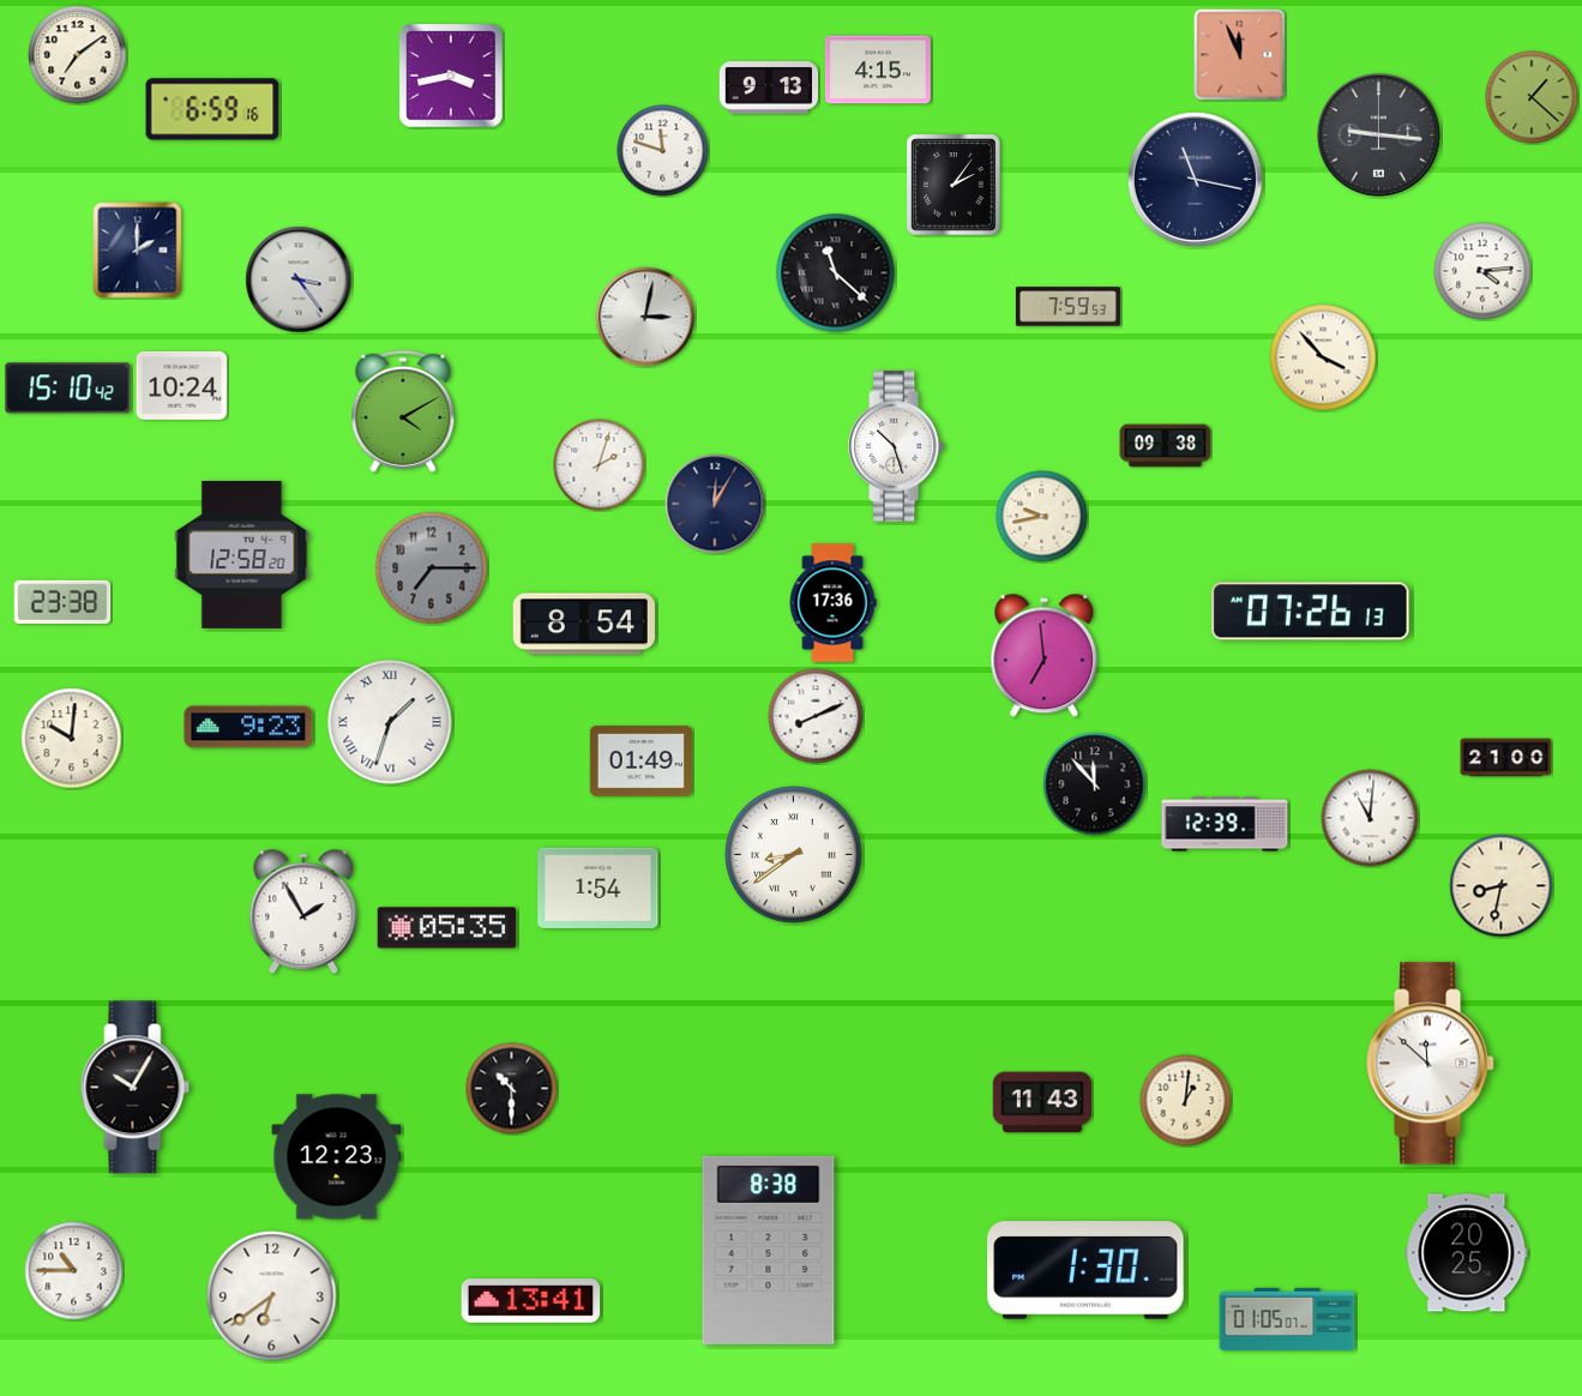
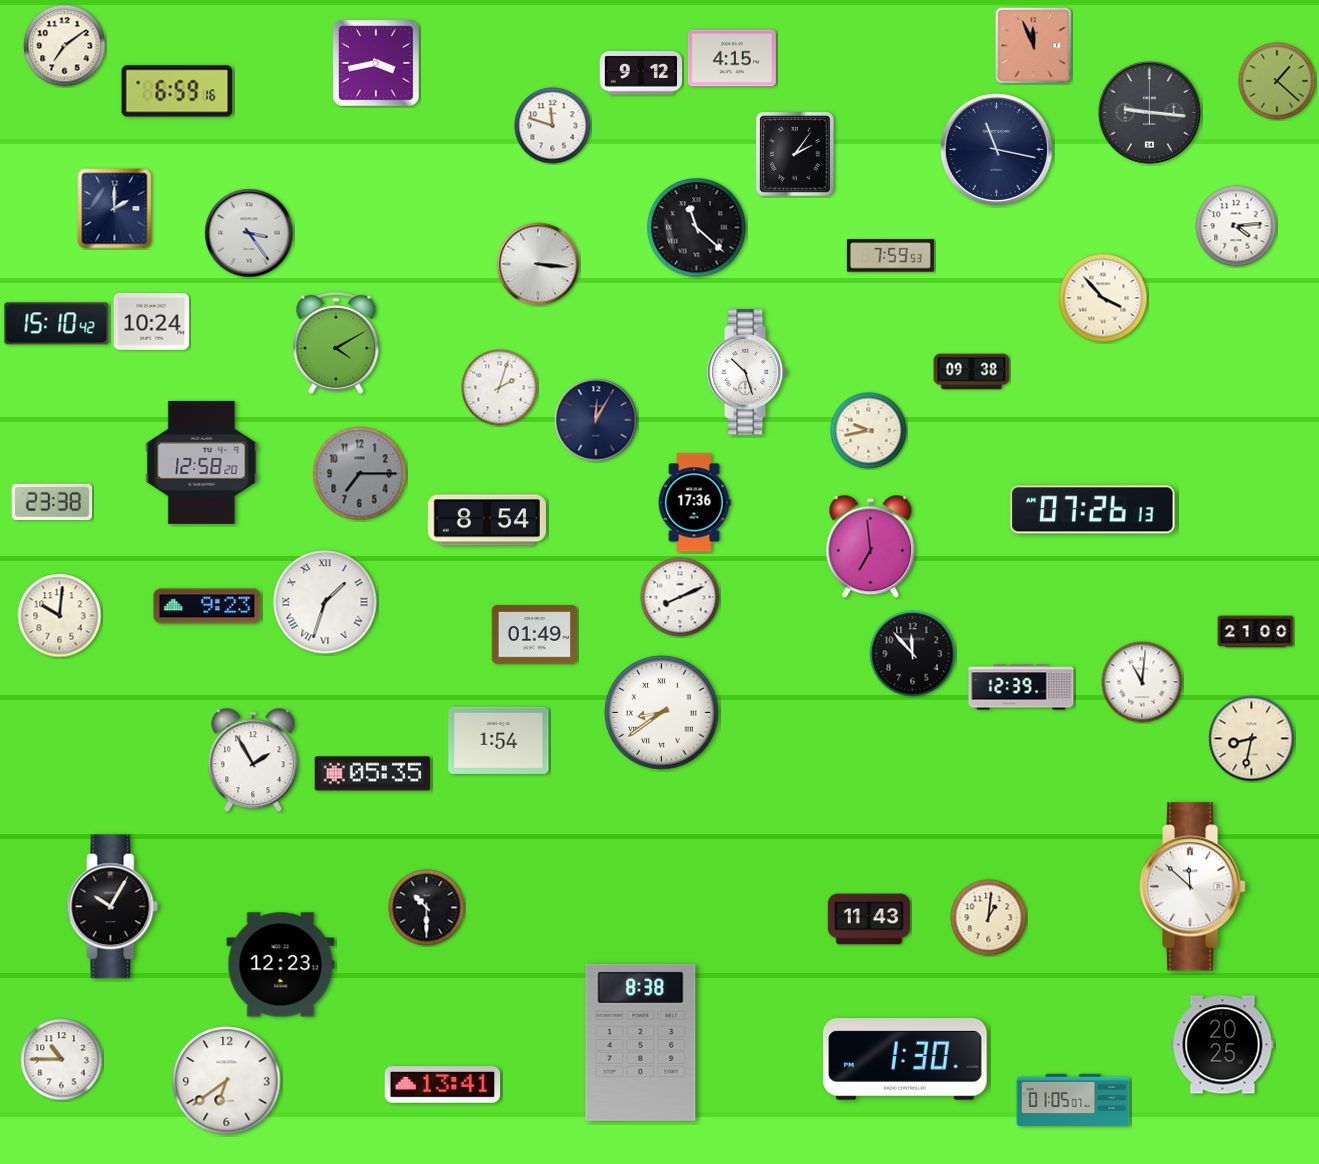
clock at (769, 88): 9:13 -> 9:12
clock at (645, 317): 3:02 -> 3:16
